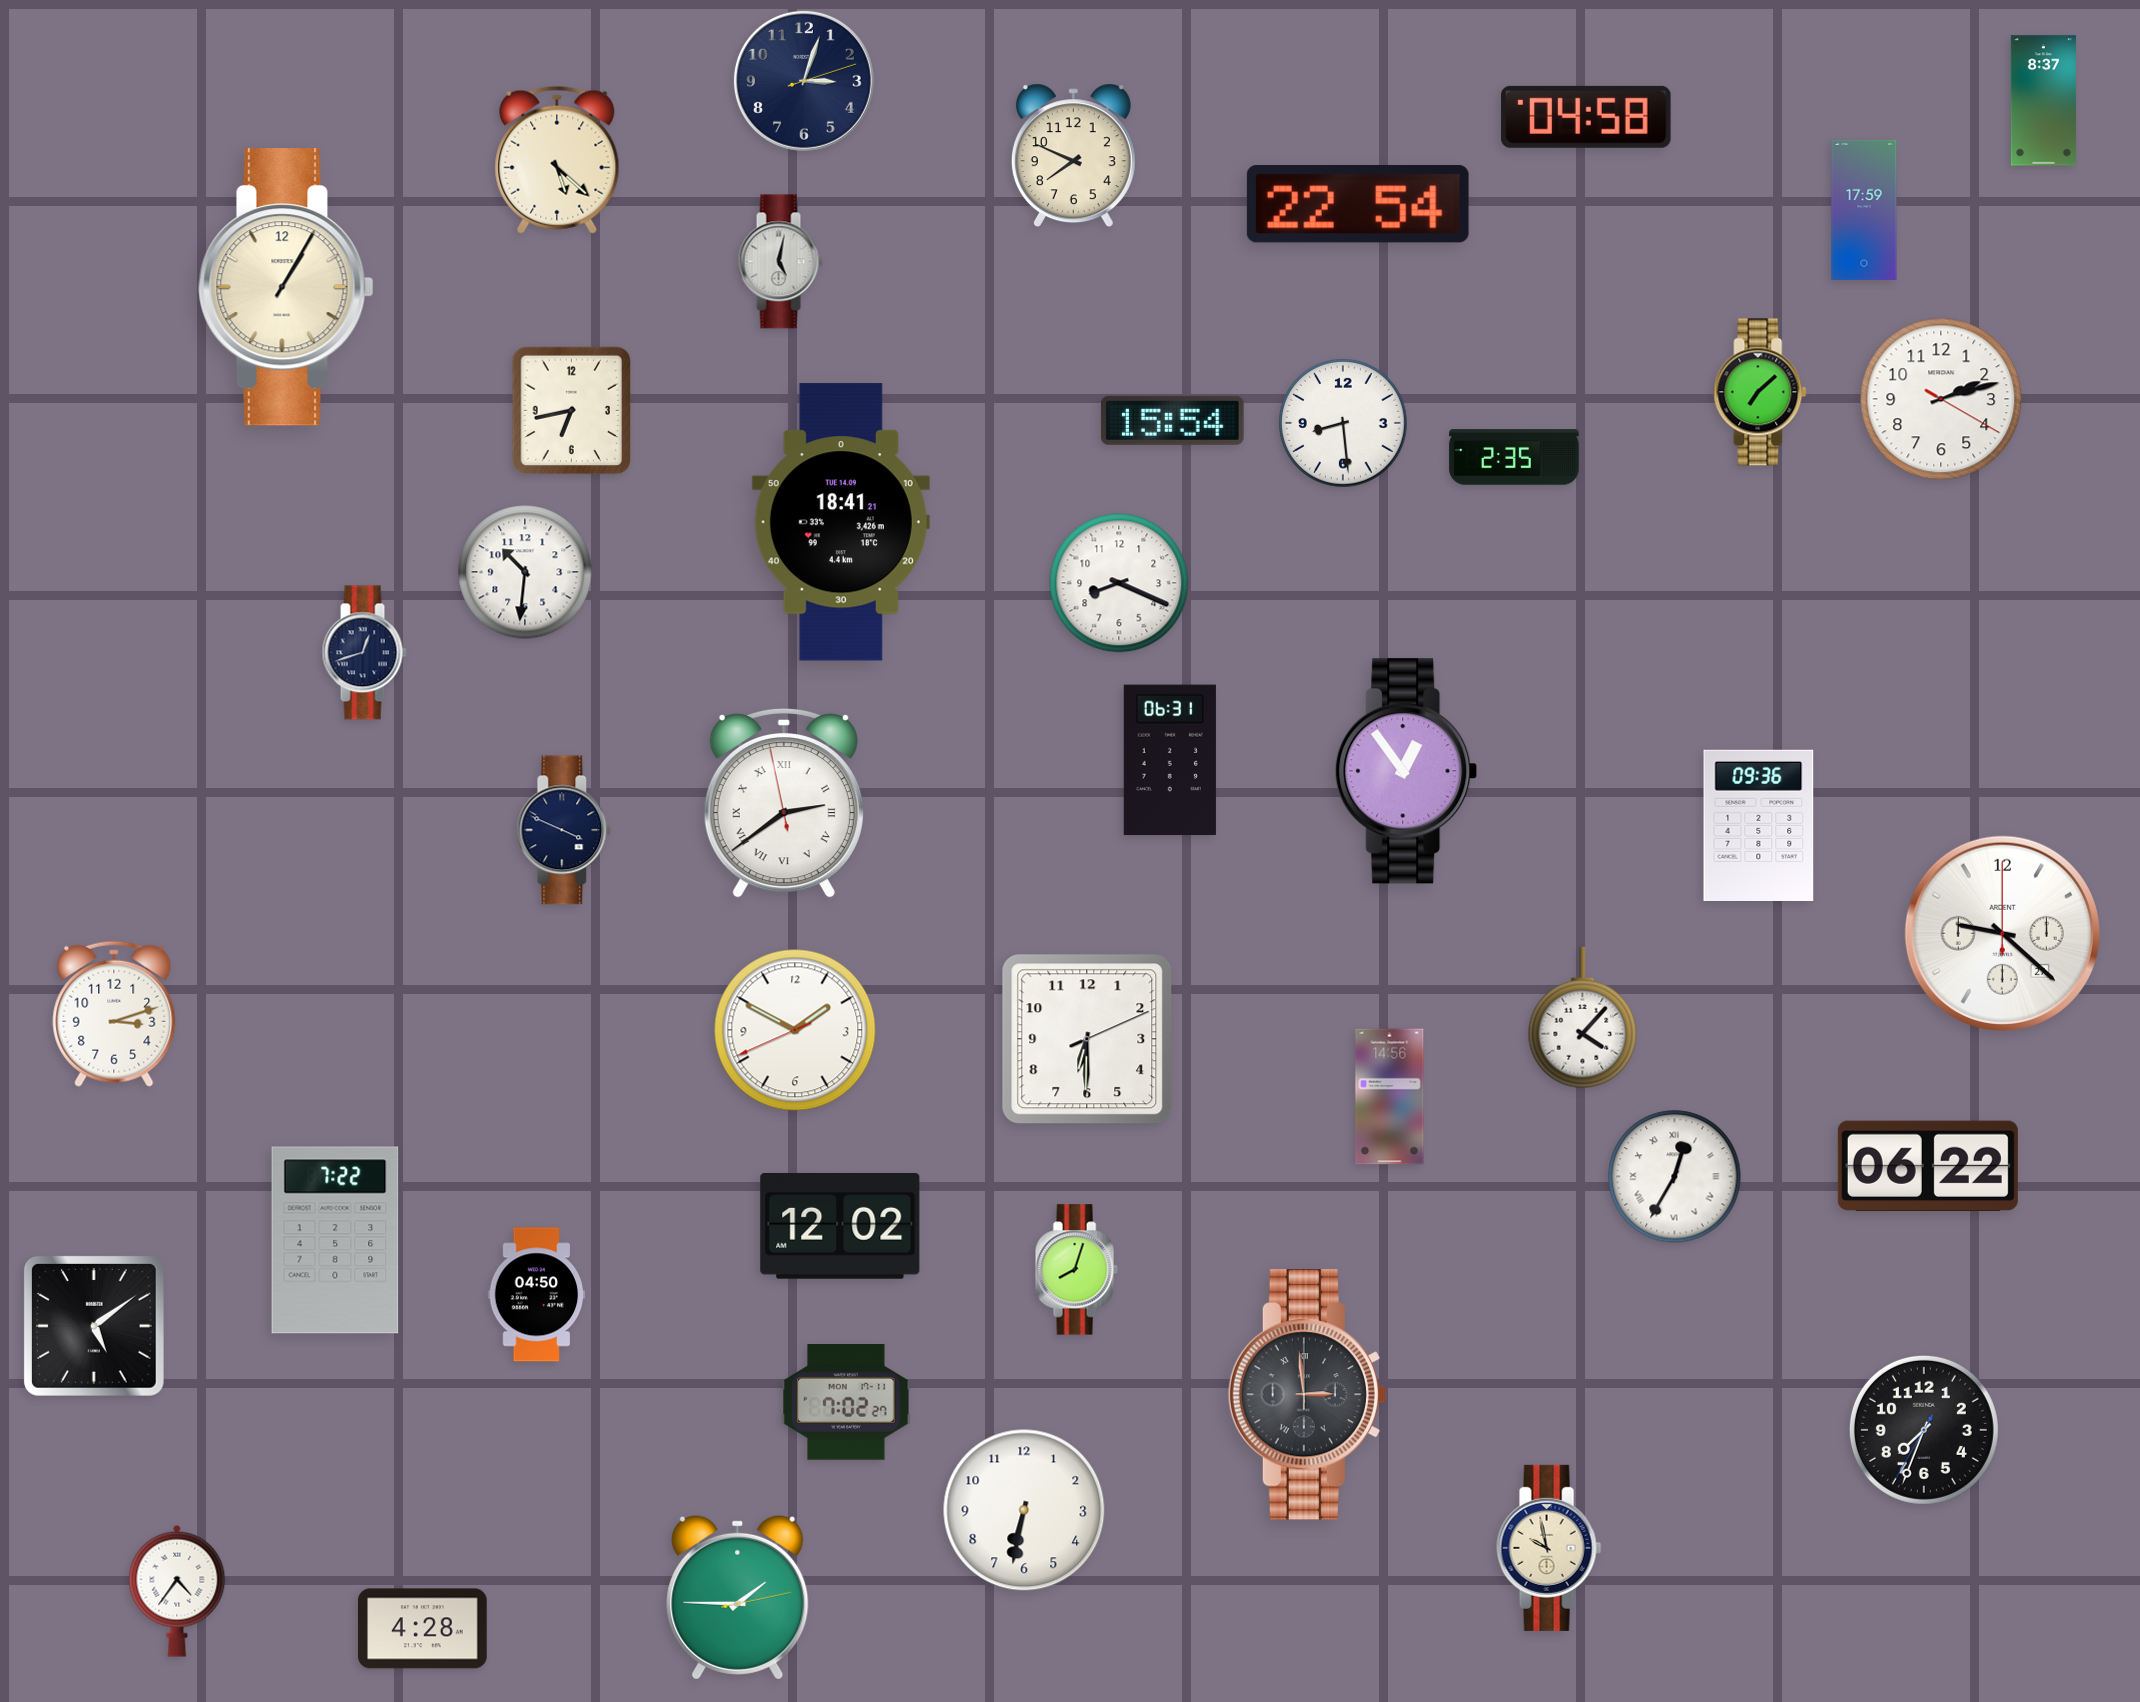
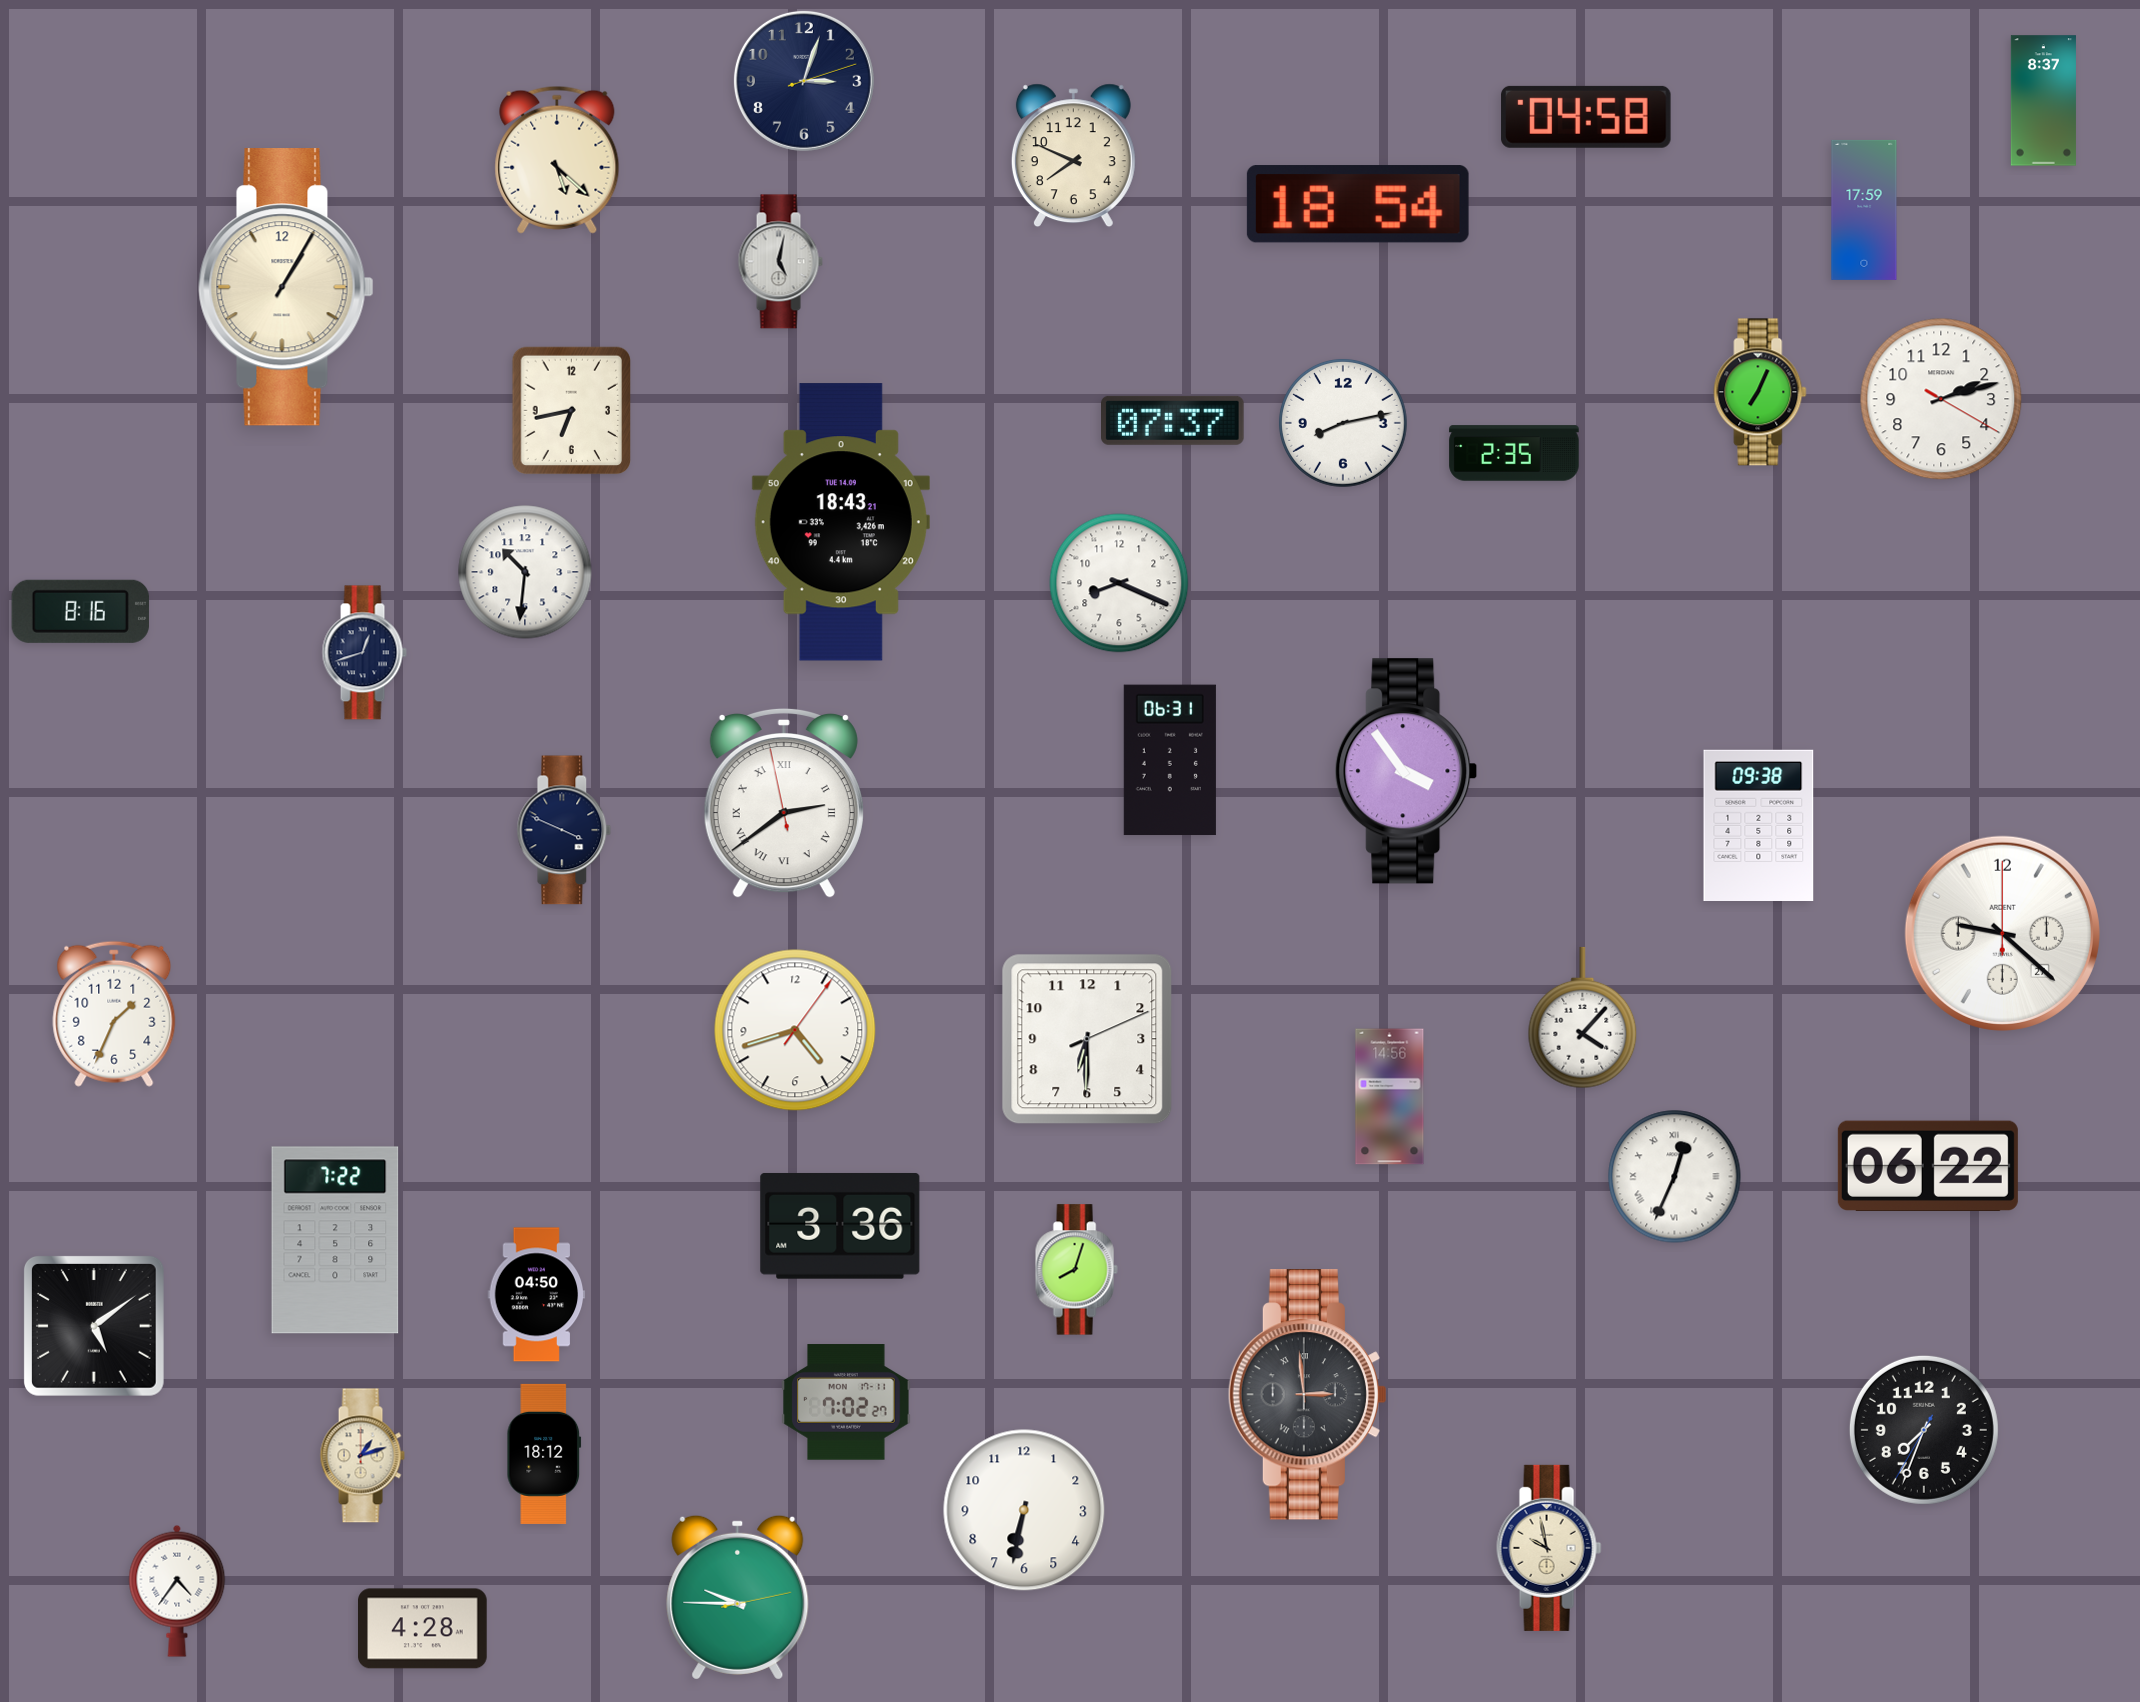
clock at (1358, 204): 22:54 -> 18:54
clock at (1760, 392): 7:08 -> 7:04
clock at (1173, 420): 15:54 -> 07:37
clock at (1343, 423): 8:29 -> 8:13
clock at (1514, 457) position: (1514, 457) -> (1514, 453)
clock at (841, 522): 18:41 -> 18:43
clock at (80, 611): none -> 8:16
clock at (1406, 771): 12:54 -> 3:54
clock at (1759, 825): 09:36 -> 09:38
clock at (114, 1014): 3:12 -> 1:34
clock at (795, 1030): 1:49 -> 4:42
clock at (1675, 1177): 12:35 -> 12:34
clock at (840, 1226): 12:02 -> 3:36
clock at (544, 1454): none -> 18:12
clock at (362, 1456): none -> 1:12
clock at (738, 1597): 1:45 -> 9:45
